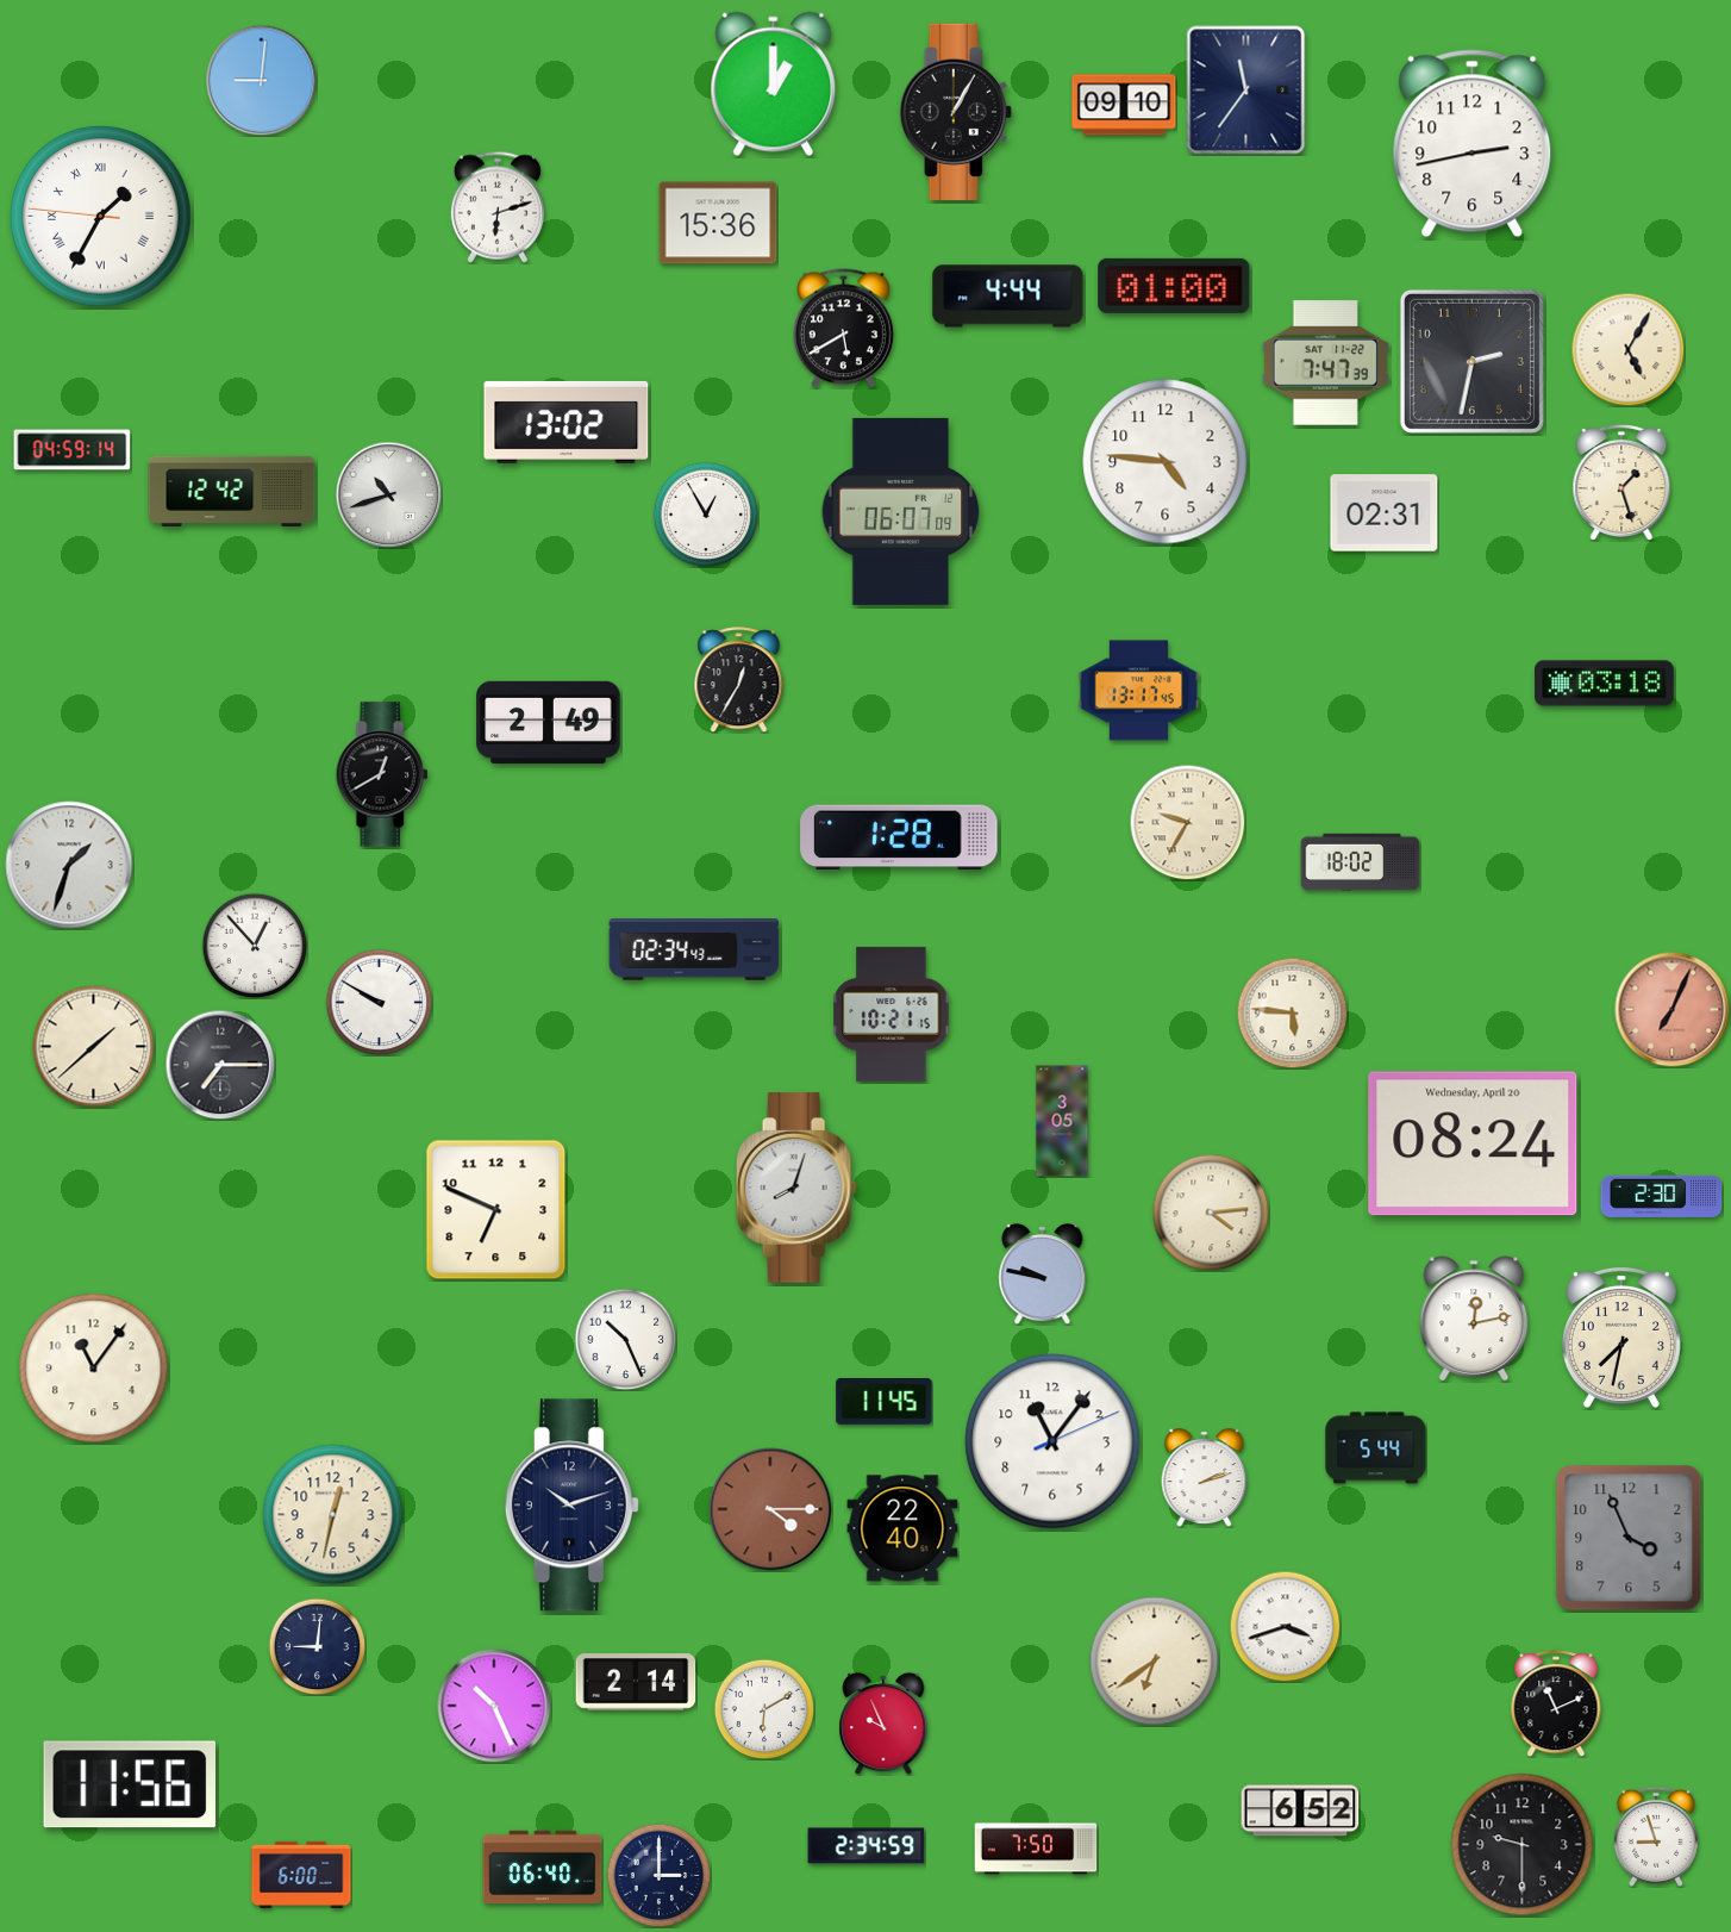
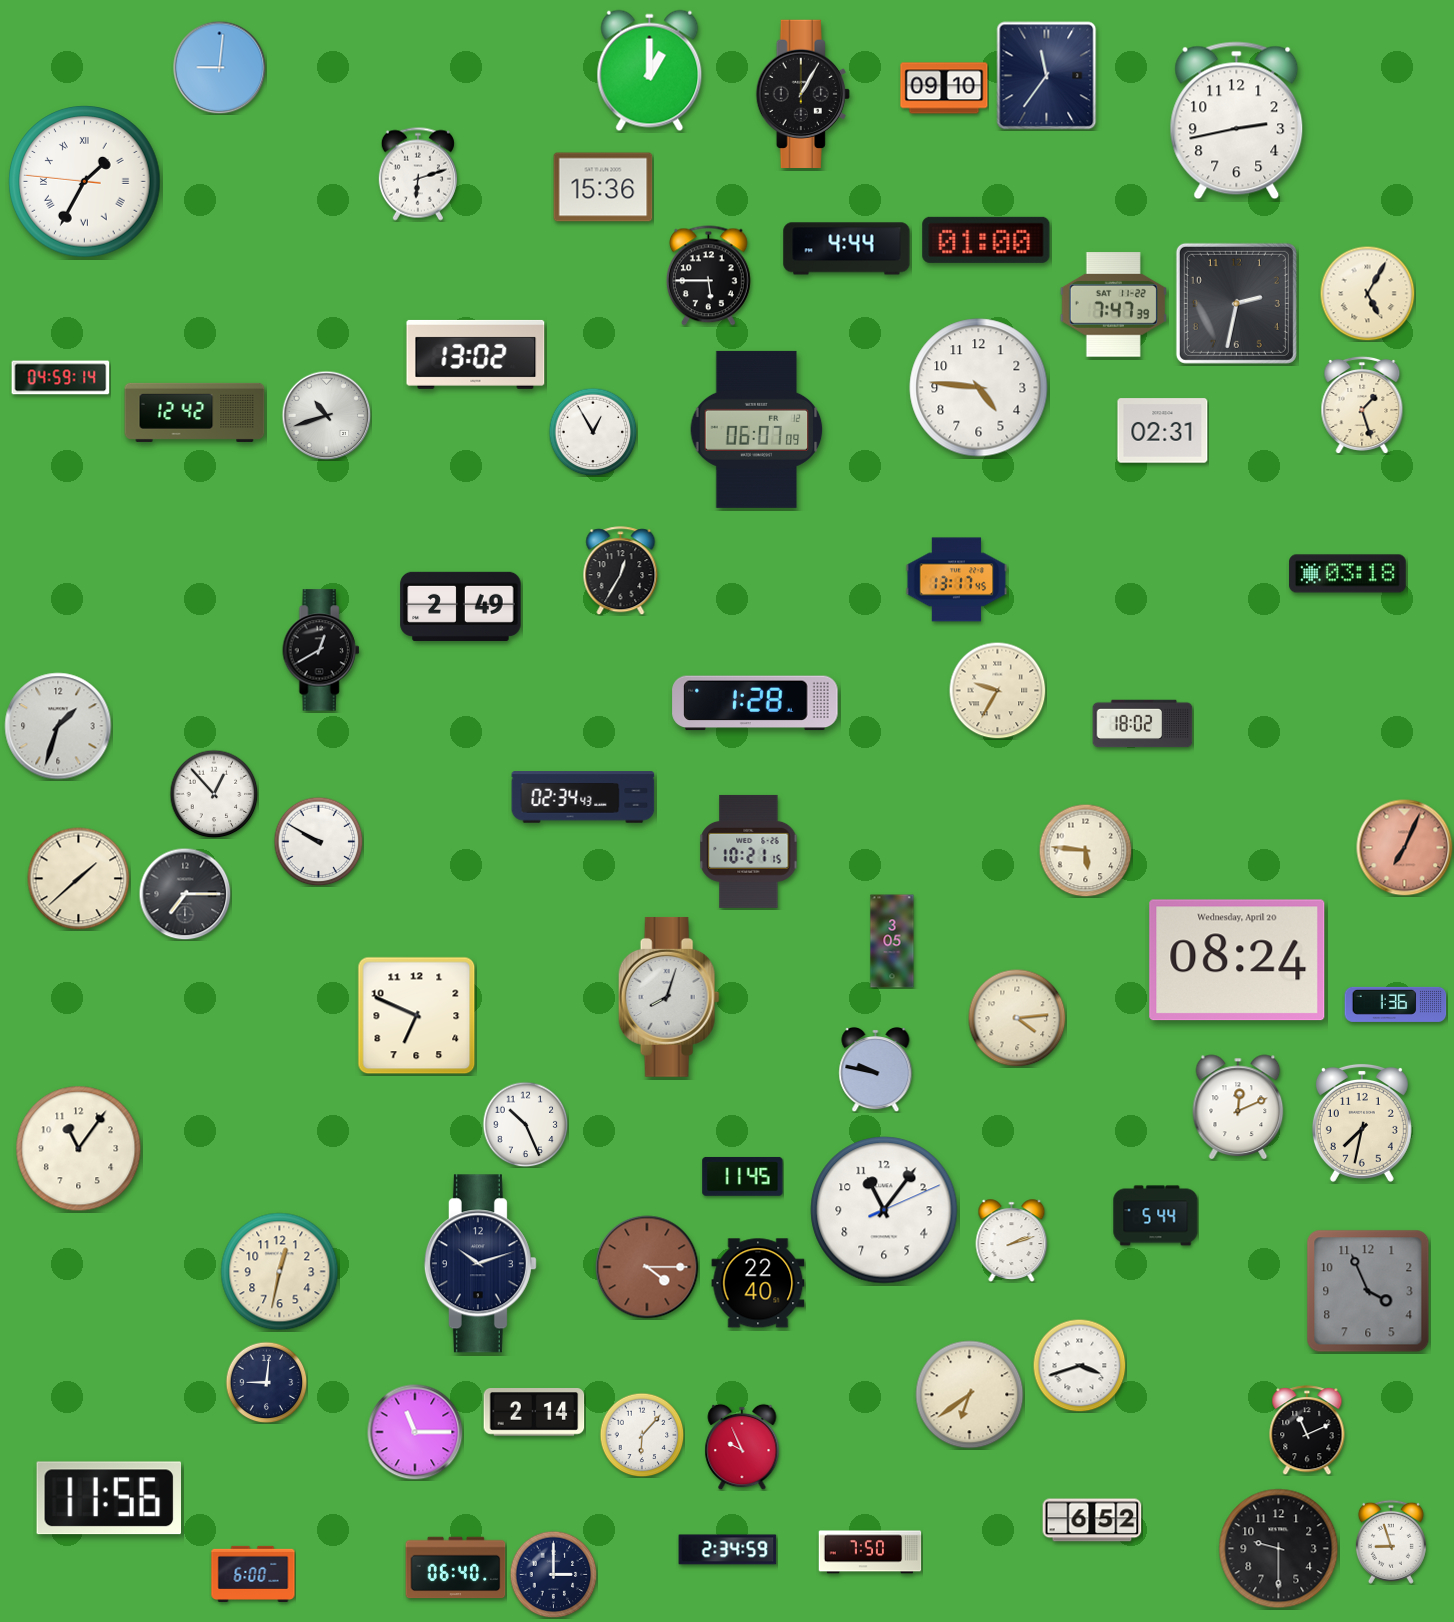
clock at (843, 329): 5:40 -> 5:45
clock at (1662, 1196): 2:30 -> 1:36
clock at (1474, 1319): 12:13 -> 12:11
clock at (494, 1706): 10:26 -> 11:15
clock at (764, 1709): 6:10 -> 6:07
